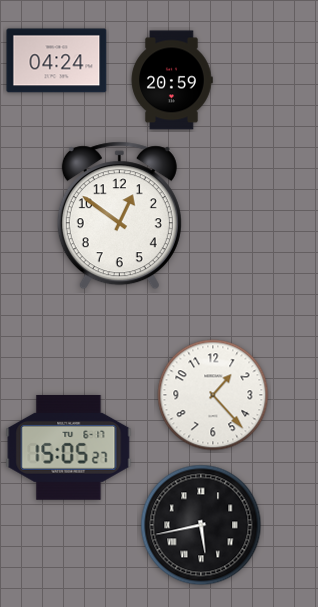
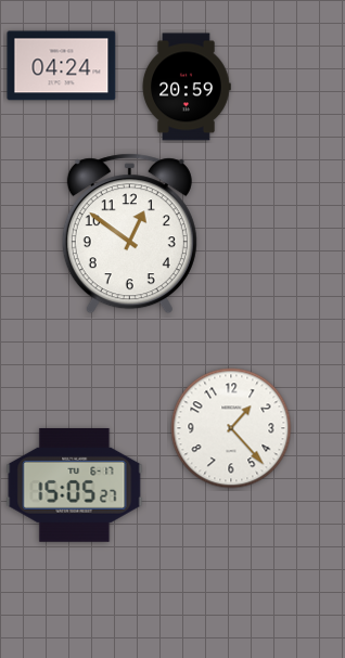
clock at (201, 525): 5:43 -> none
